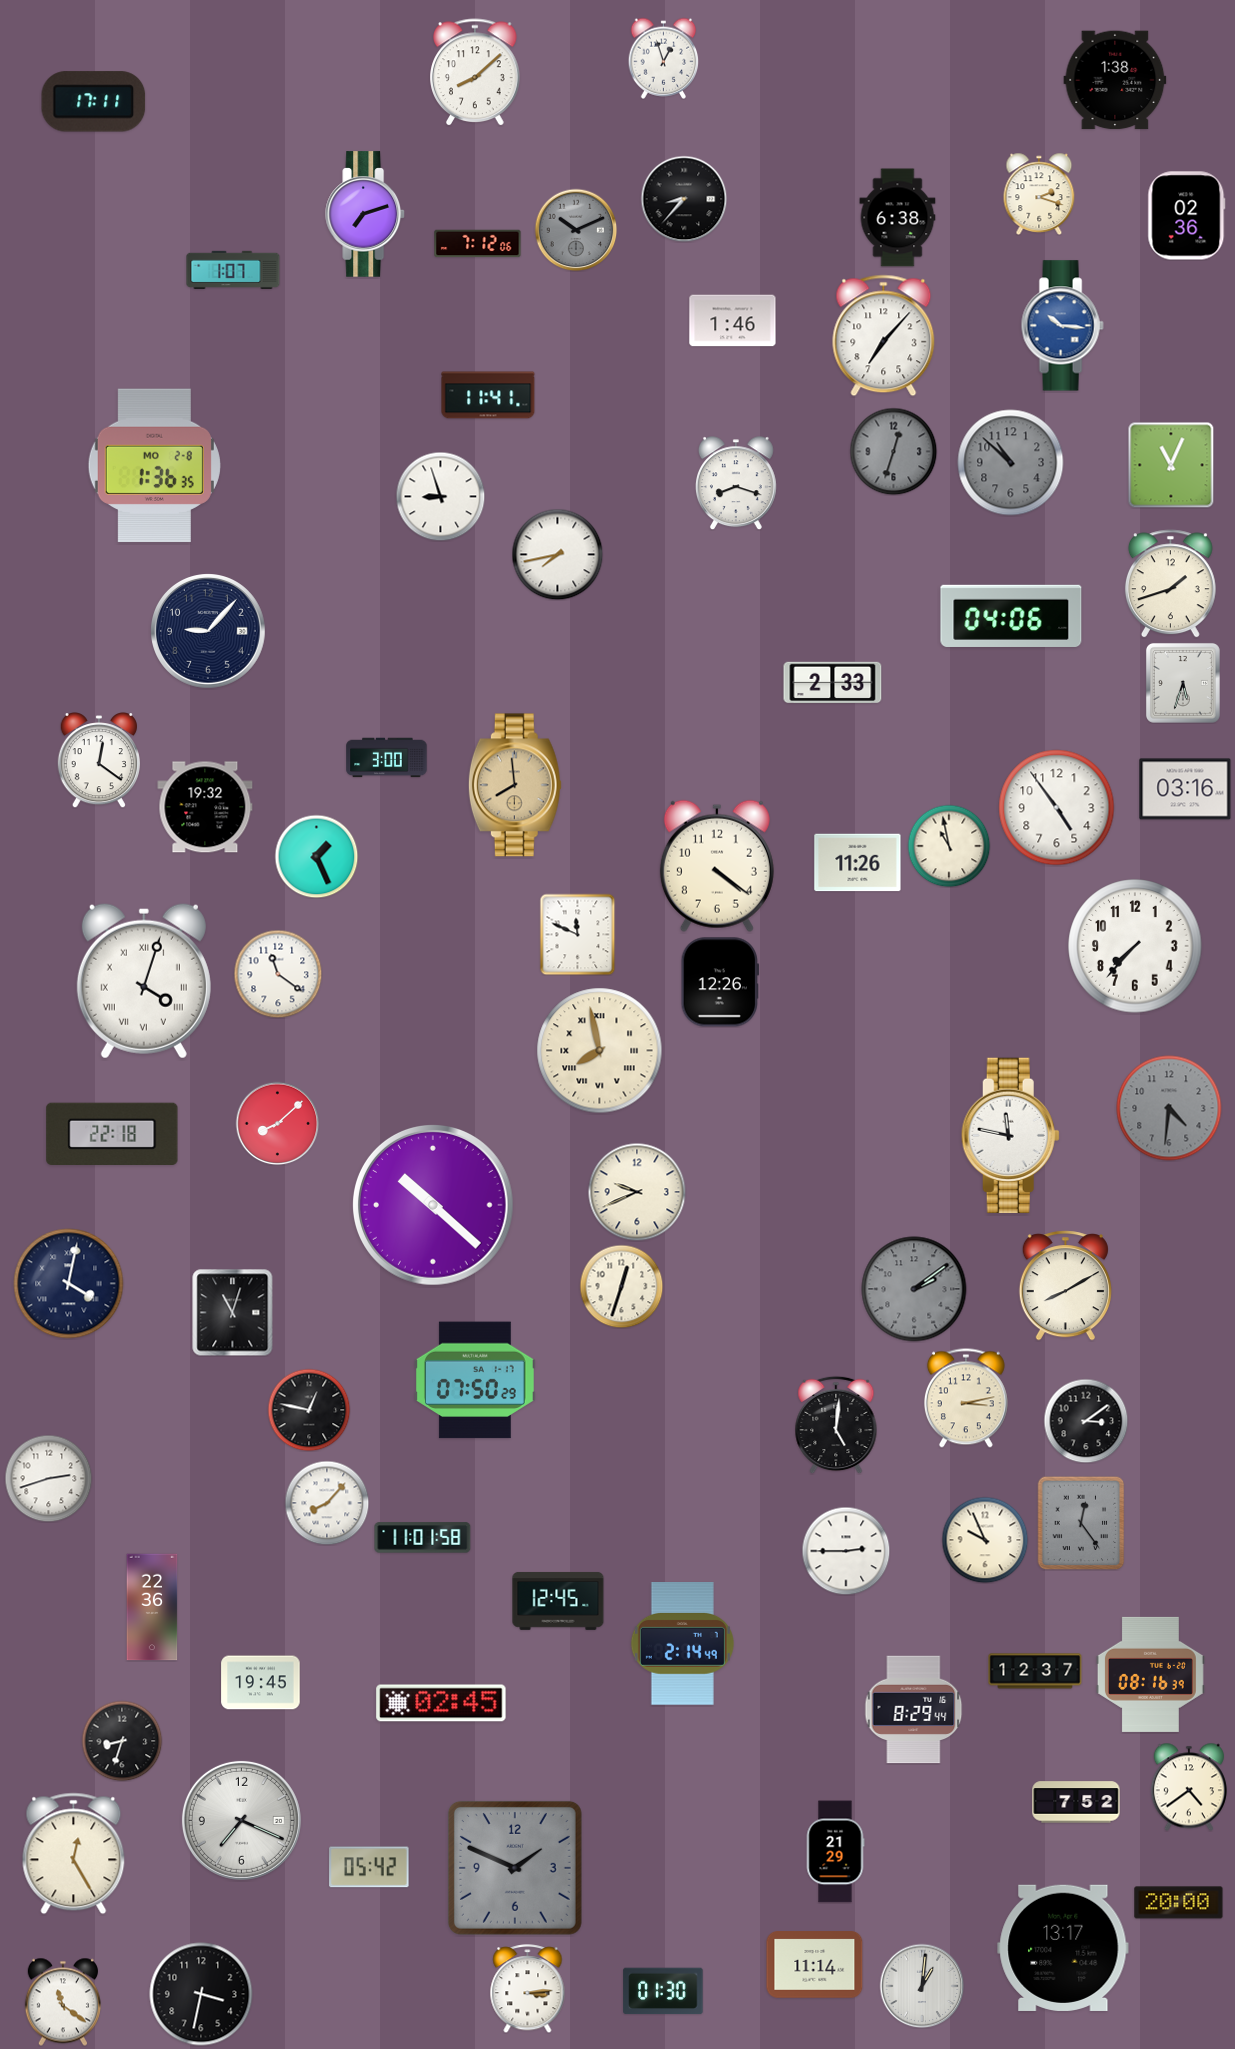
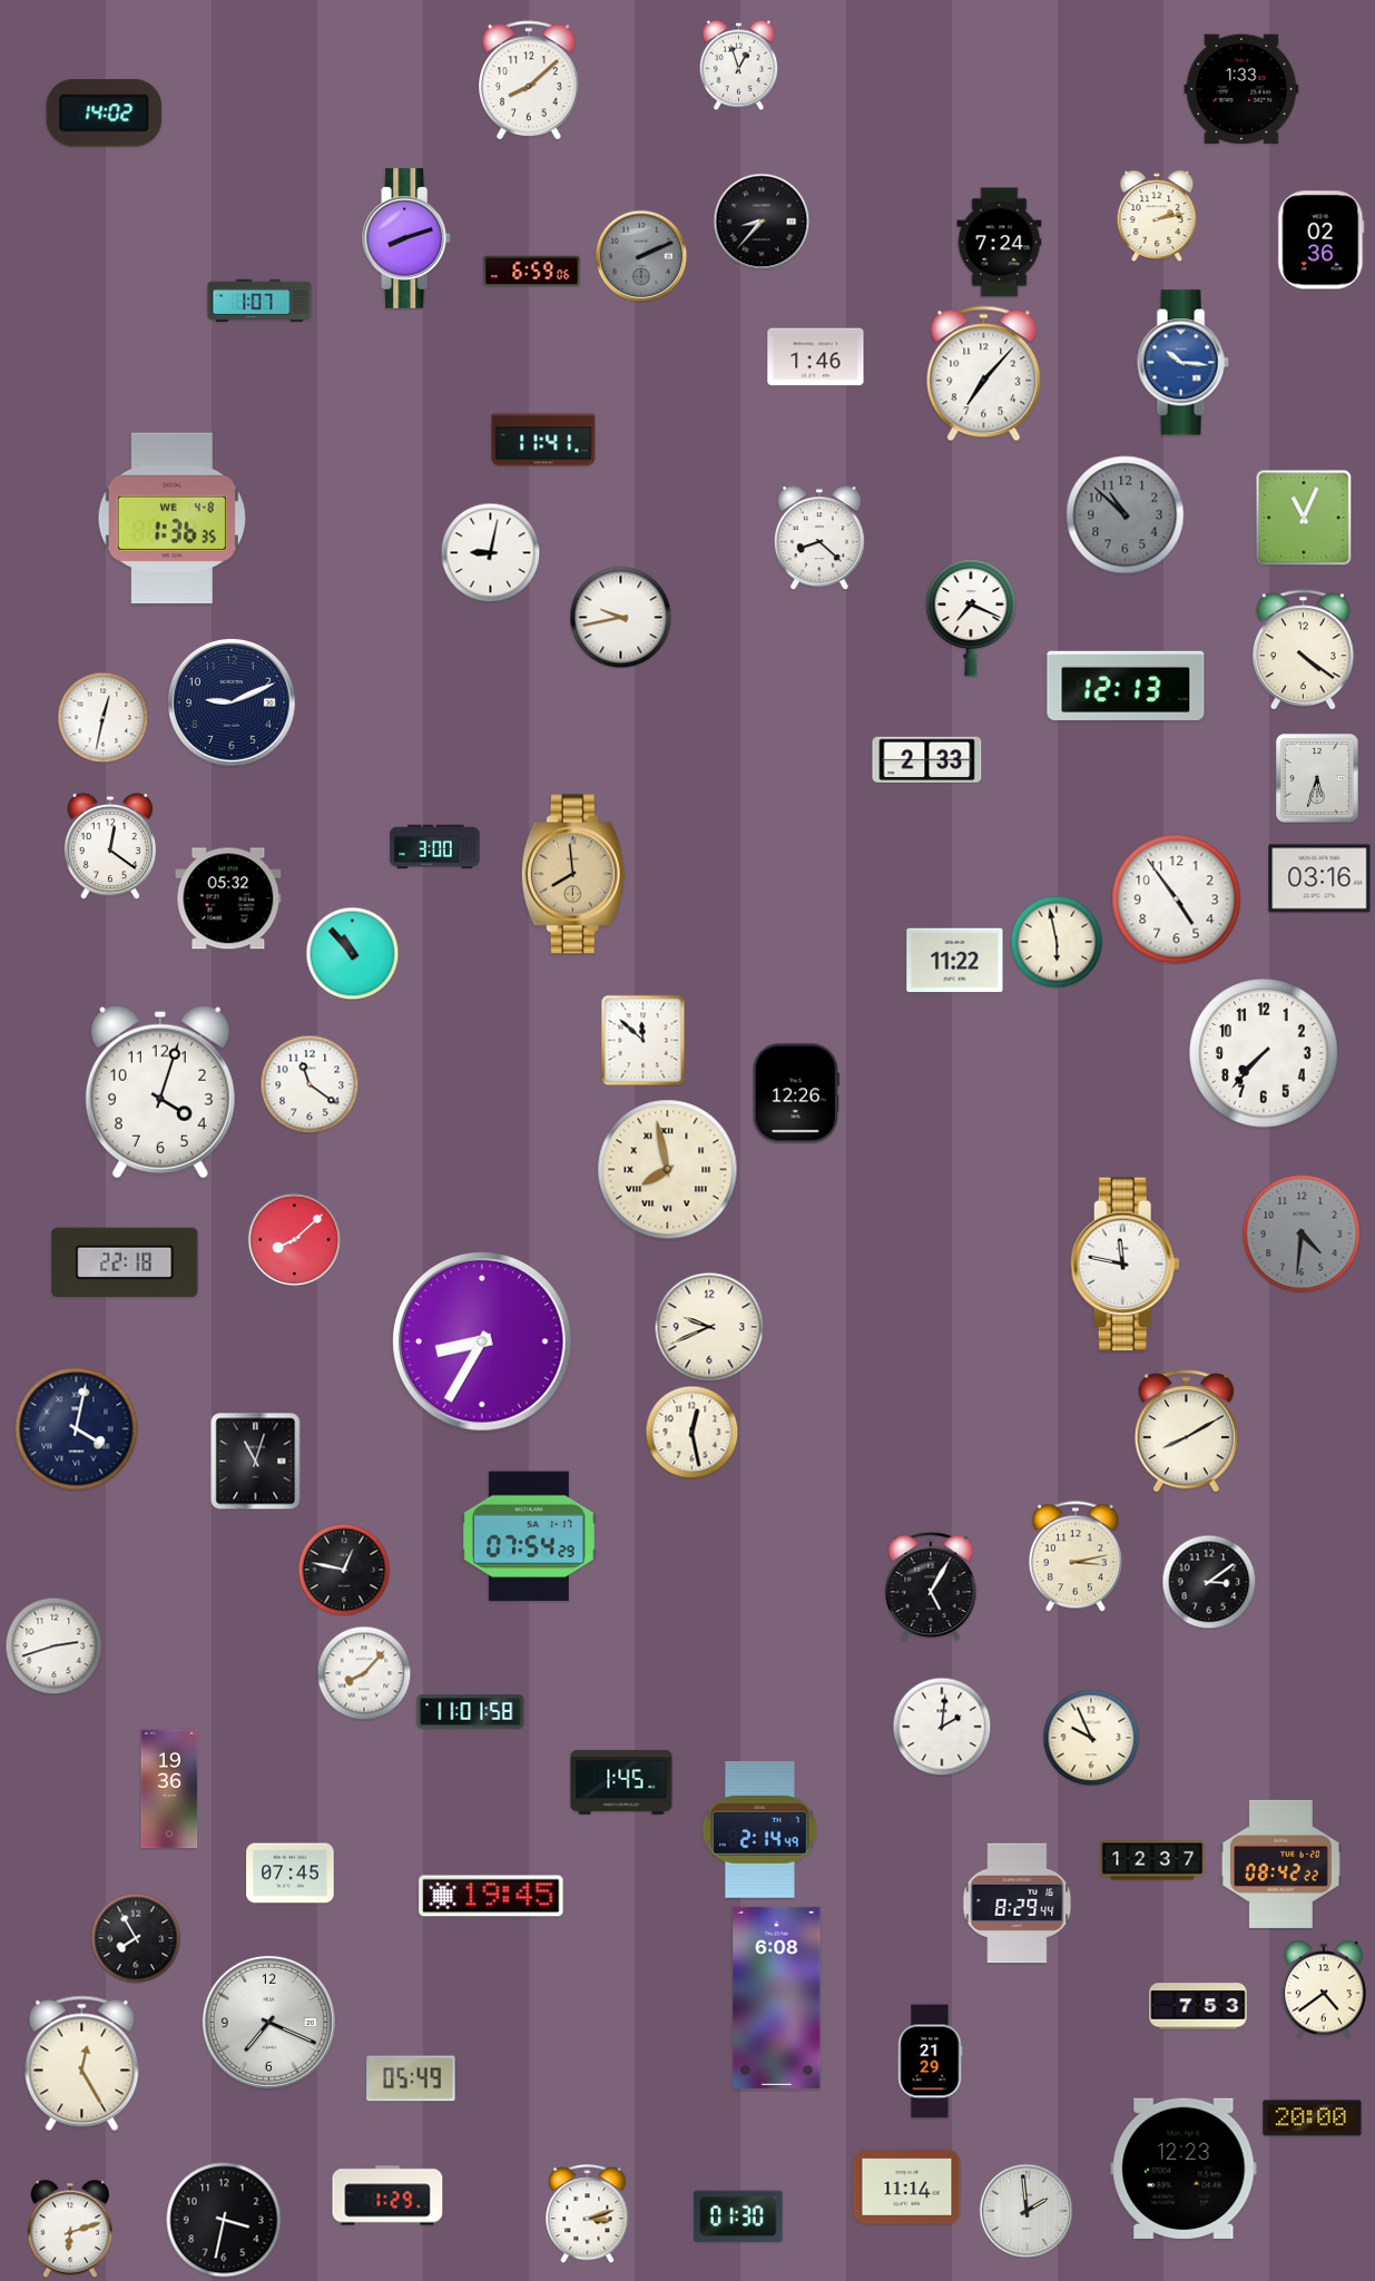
clock at (1115, 80): 1:38 -> 1:33
clock at (94, 102): 17:11 -> 14:02
clock at (1039, 194): 2:18 -> 2:13
clock at (366, 214): 7:12 -> 8:12
clock at (898, 218): 6:38 -> 7:24
clock at (576, 230): 10:11 -> 2:11
clock at (478, 244): 7:12 -> 6:59
clock at (893, 451): 12:33 -> none
clock at (154, 466) date: MO 2-8 -> WE 4-8
clock at (736, 483): 8:18 -> 8:22
clock at (440, 496): 8:57 -> 9:02
clock at (557, 554): 7:43 -> 9:43
clock at (971, 618): none -> 7:19
clock at (1170, 584): 1:42 -> 4:21
clock at (1011, 616): 04:06 -> 12:13
clock at (209, 632): 9:07 -> 9:11
clock at (102, 717): none -> 12:32
clock at (1183, 683) position: (1183, 683) -> (1317, 778)
clock at (387, 758) position: (387, 758) -> (435, 847)
clock at (205, 807): 19:32 -> 05:32
clock at (949, 846): 10:58 -> 5:58
clock at (316, 856): 1:26 -> 10:53
clock at (858, 863): 11:26 -> 11:22
clock at (717, 866): 4:21 -> none
clock at (578, 934): 11:49 -> 11:52
clock at (144, 981) numerals: Roman -> Arabic
clock at (719, 982) position: (719, 982) -> (795, 1093)
clock at (277, 1123) position: (277, 1123) -> (294, 1239)
clock at (433, 1205): 10:22 -> 8:35
clock at (621, 1286): 12:33 -> 12:28
clock at (914, 1289): 2:09 -> none
clock at (233, 1312) position: (233, 1312) -> (256, 1461)
clock at (475, 1380): 07:50 -> 07:54
clock at (836, 1425): 5:01 -> 5:05
clock at (1081, 1523): 12:24 -> none
clock at (985, 1540) position: (985, 1540) -> (1091, 1738)
clock at (846, 1551): 2:45 -> 2:01
clock at (558, 1601): 12:45 -> 1:45
clock at (152, 1607): 22:36 -> 19:36
clock at (1150, 1674): 08:16 -> 08:42
clock at (261, 1683): 19:45 -> 07:45
clock at (441, 1703): 02:45 -> 19:45
clock at (122, 1741): 8:33 -> 7:55
clock at (777, 1997): none -> 6:08
clock at (1076, 1802): 7:52 -> 7:53
clock at (241, 1820) position: (241, 1820) -> (268, 2022)
clock at (369, 1867): 05:42 -> 05:49
clock at (515, 1868): 1:49 -> none
clock at (1063, 1948): 13:17 -> 12:23
clock at (387, 2195): none -> 1:29
clock at (922, 1986): 1:01 -> 1:59
clock at (528, 1989): 3:14 -> 3:12
clock at (63, 2002): 11:21 -> 6:12
